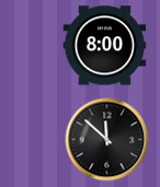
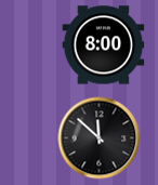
clock at (107, 140) position: (107, 140) -> (100, 138)
